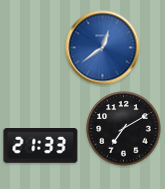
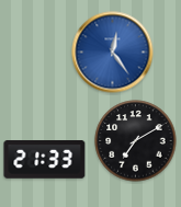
clock at (103, 48): 12:39 -> 12:24
